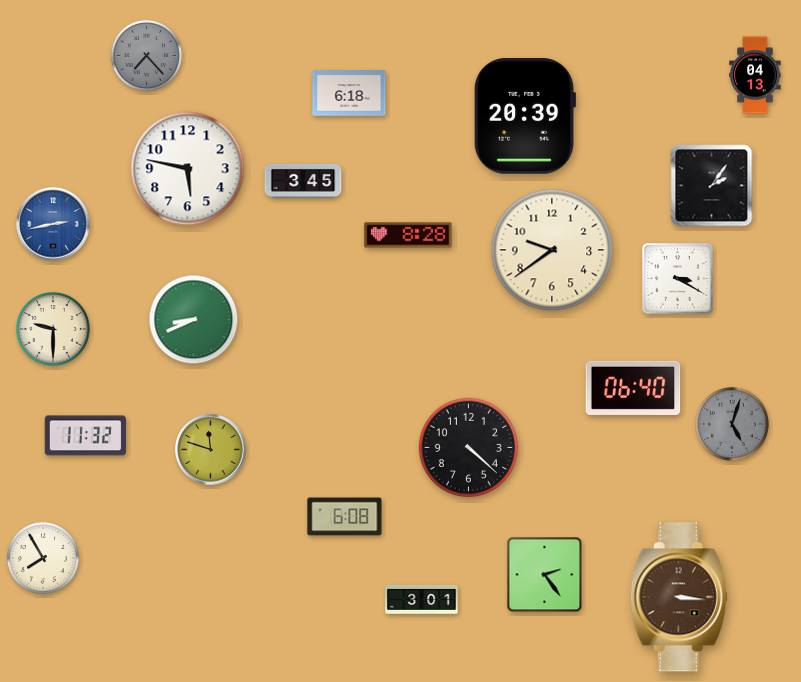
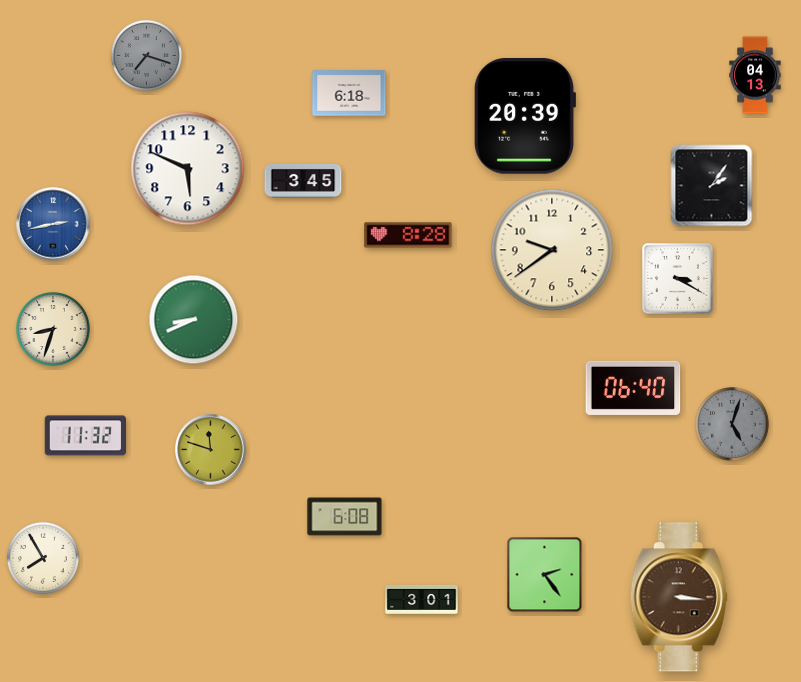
clock at (146, 55): 7:23 -> 7:18
clock at (188, 169): 5:47 -> 5:49
clock at (54, 330): 9:30 -> 8:33
clock at (468, 447): 4:22 -> none
